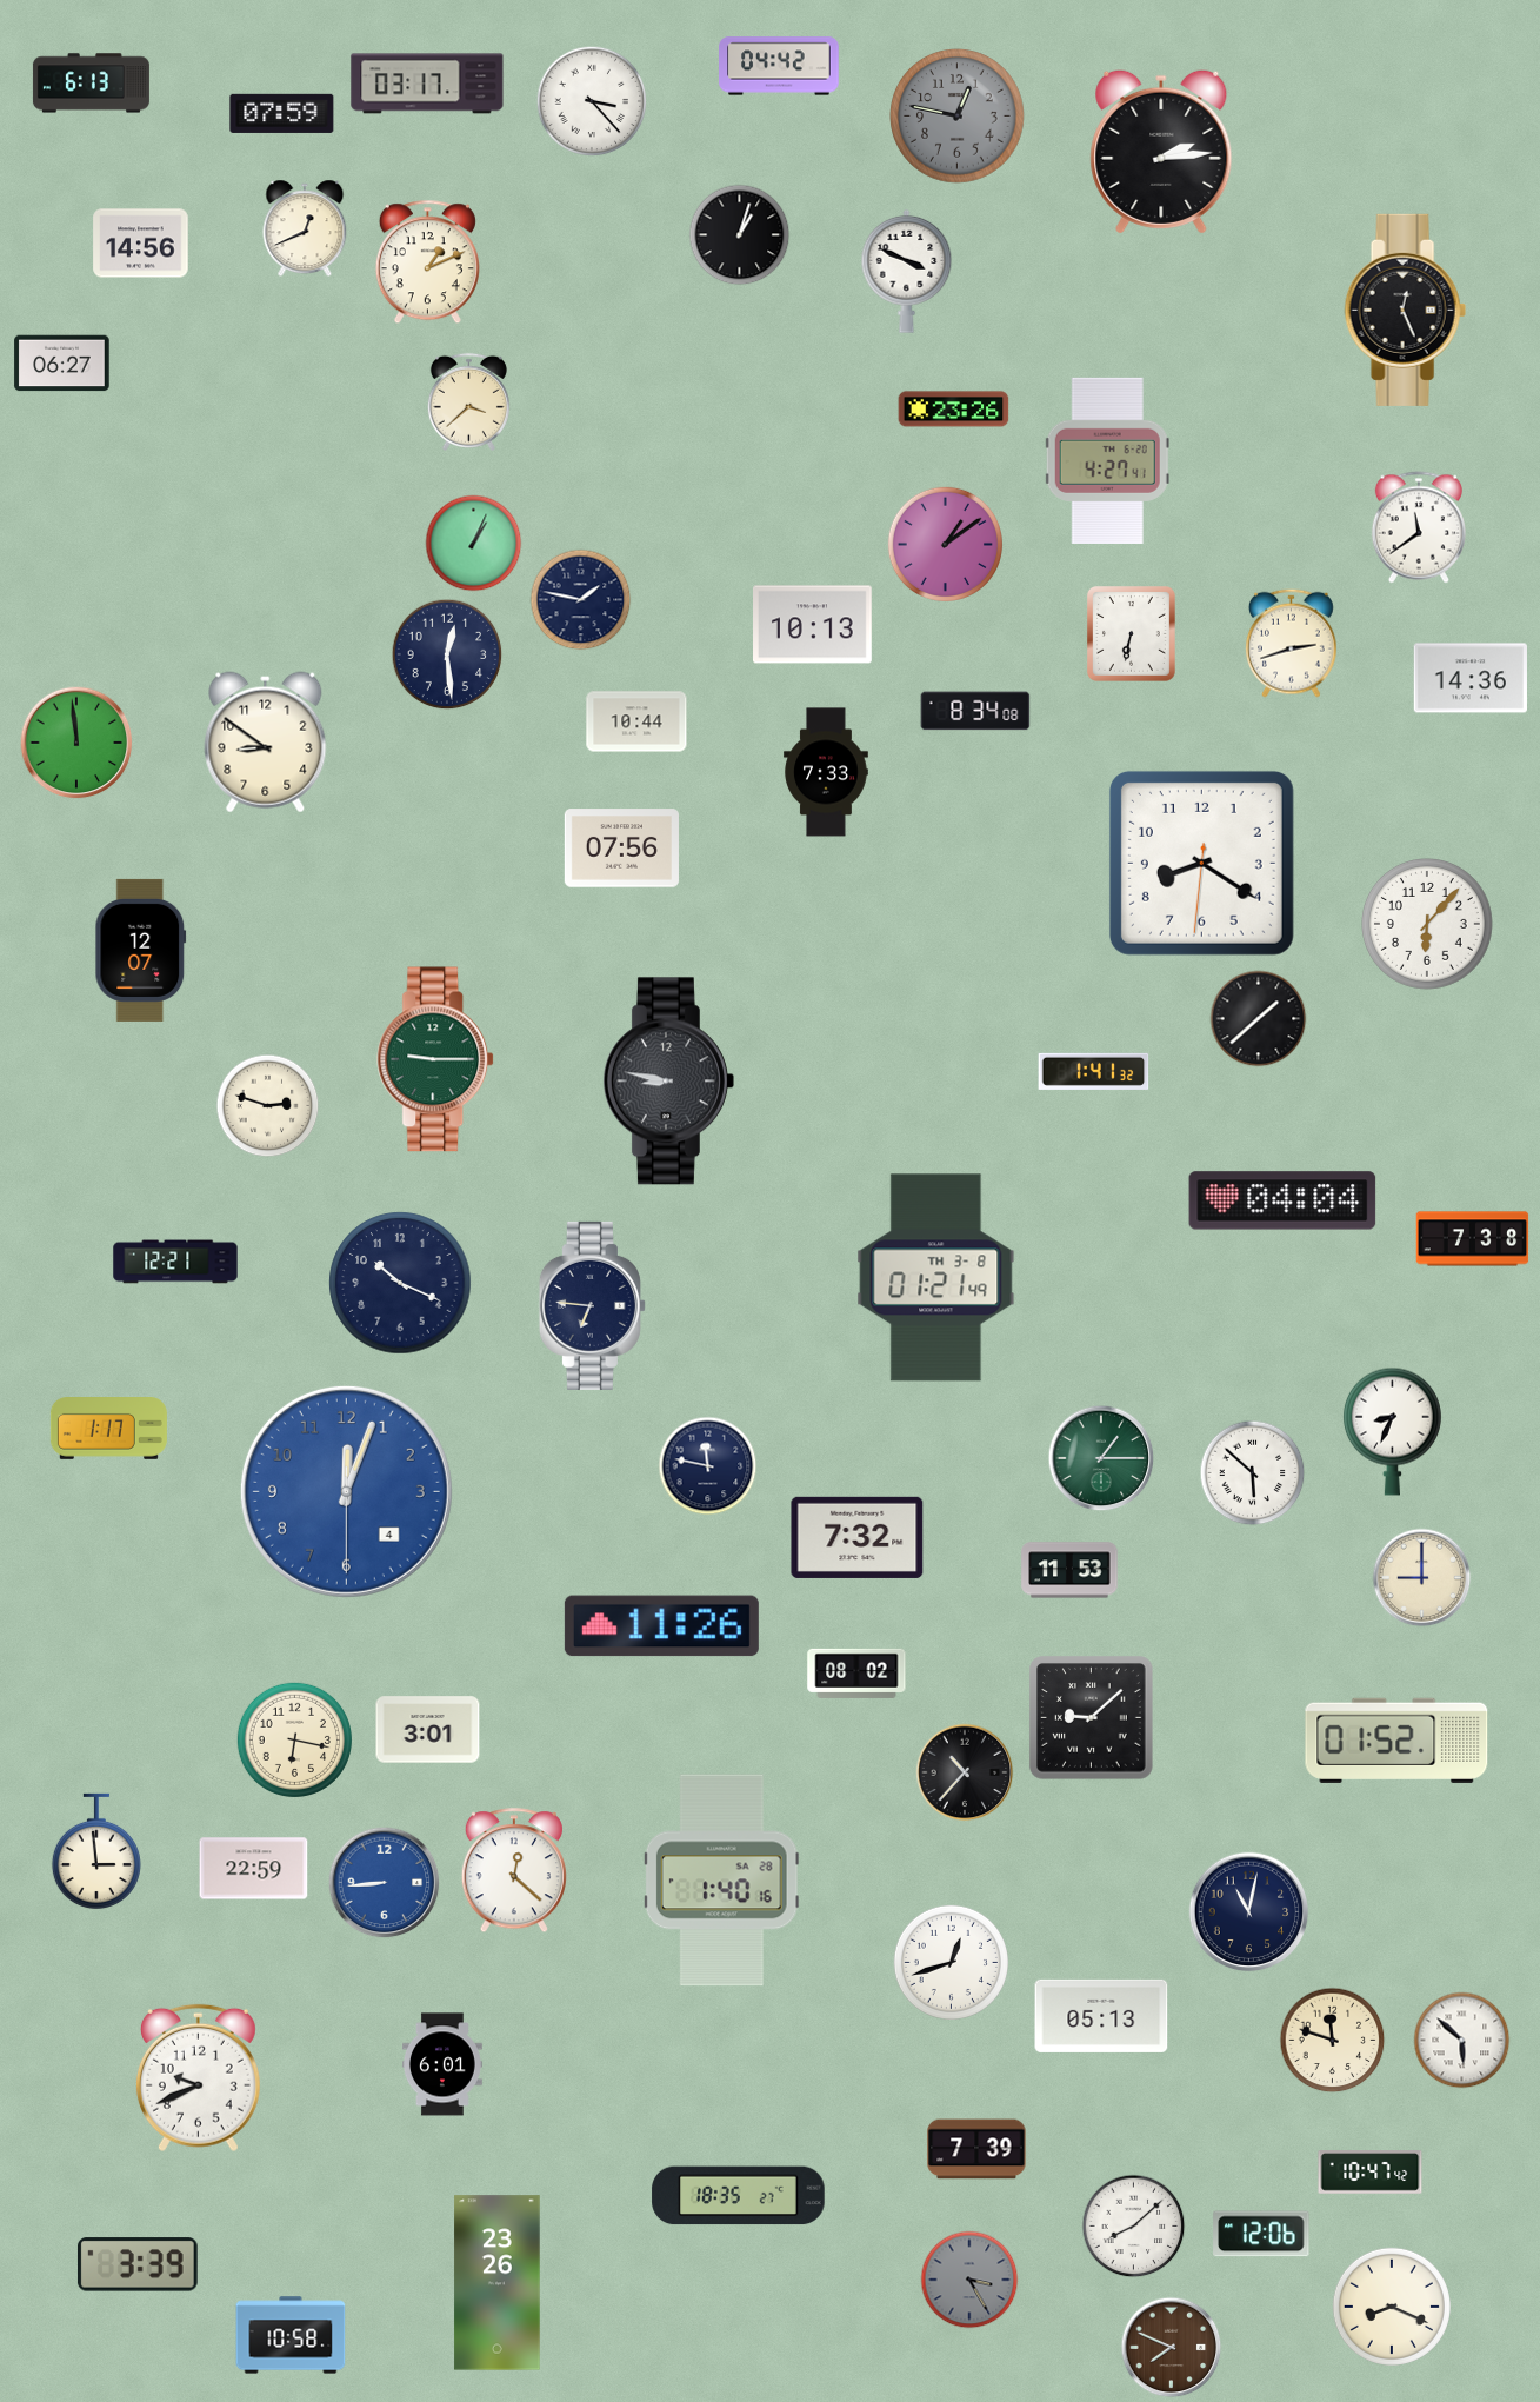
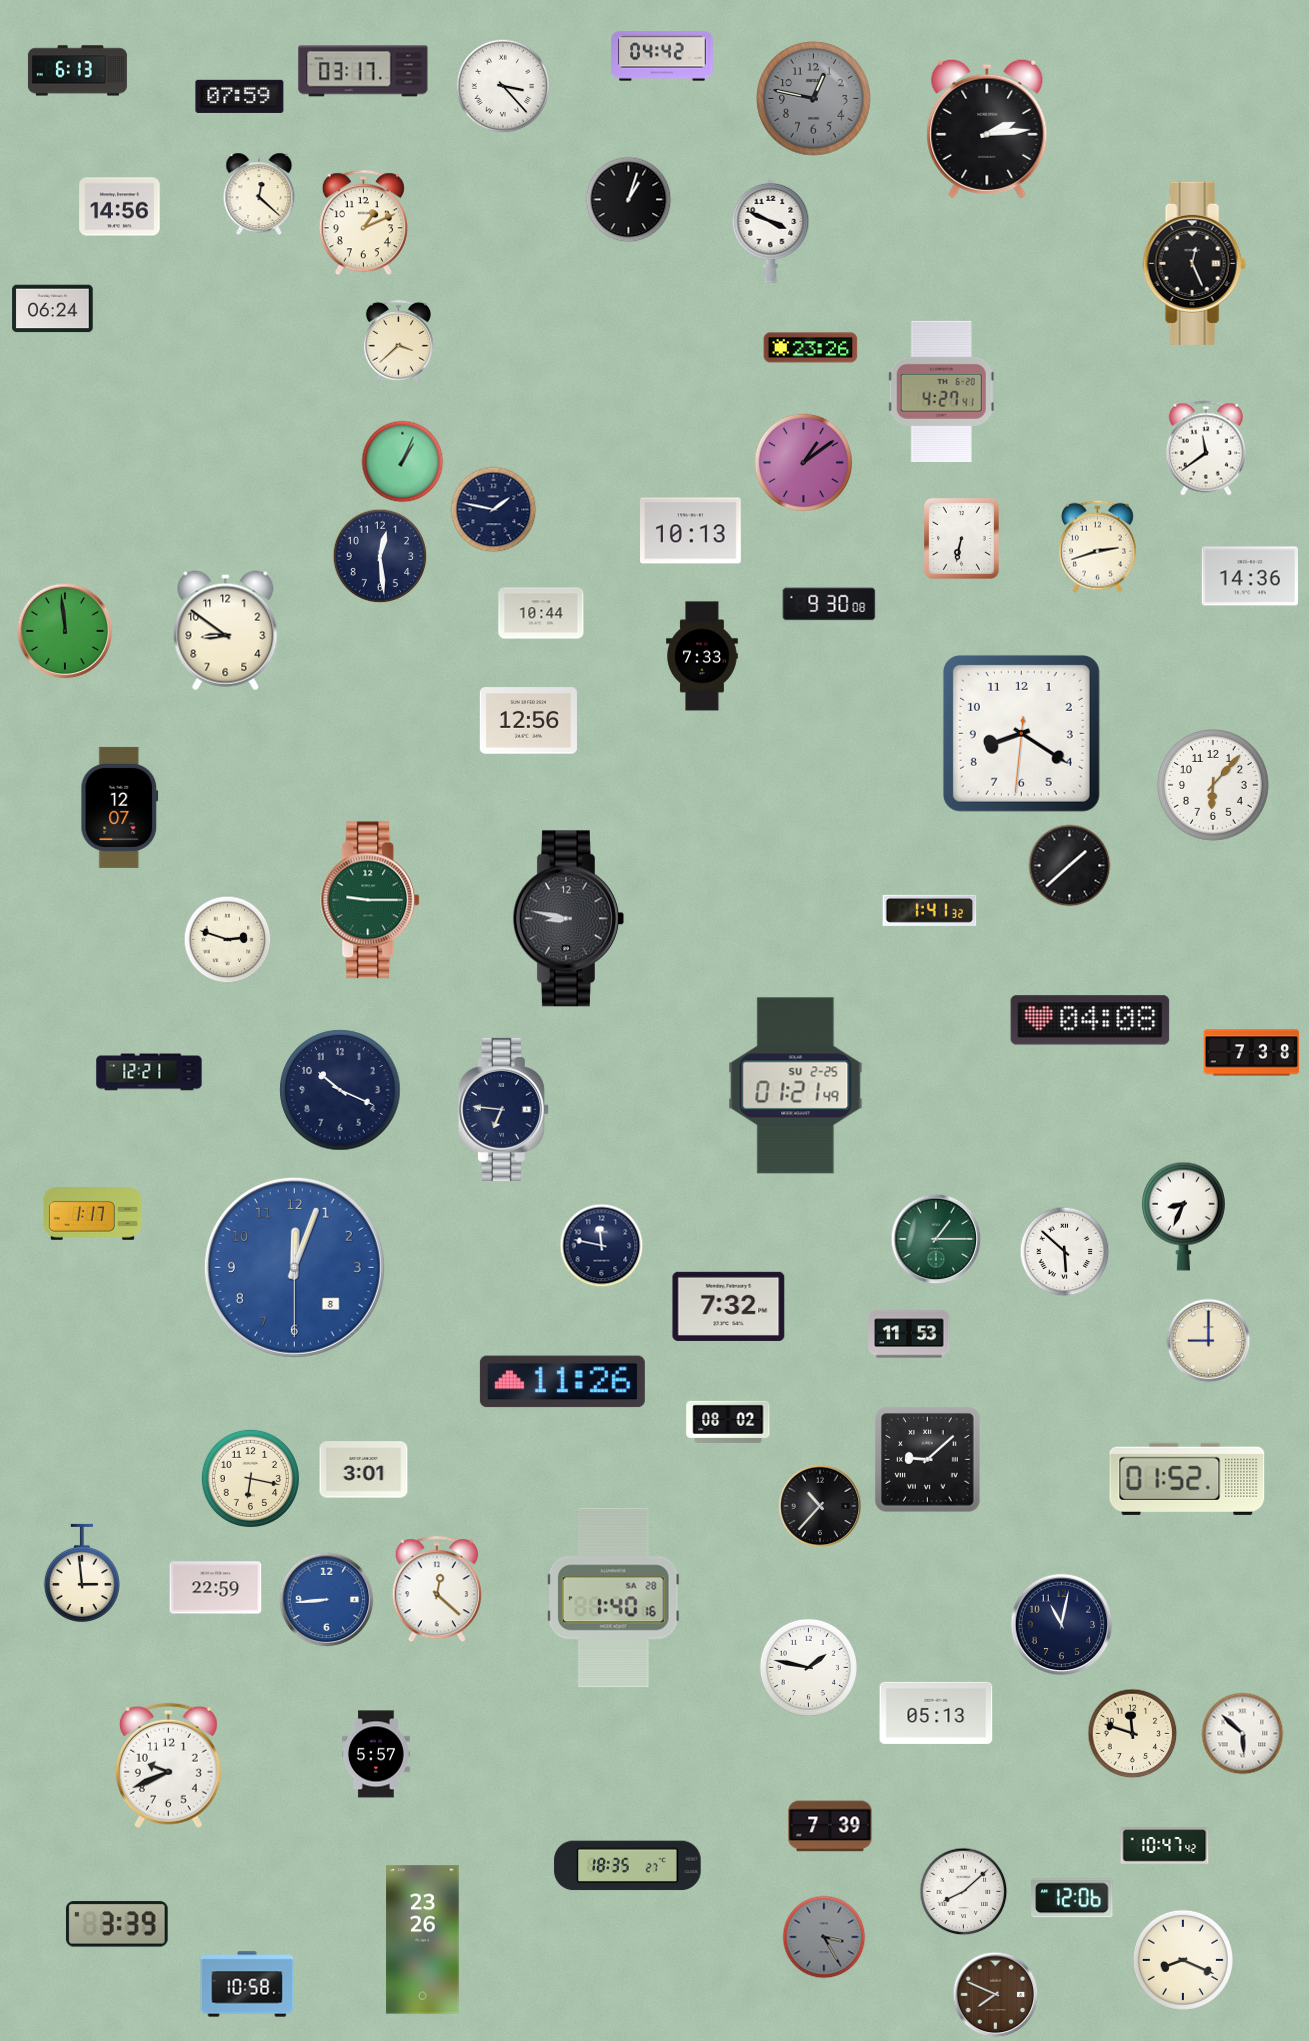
clock at (305, 228): 12:41 -> 12:22
clock at (62, 364): 06:27 -> 06:24
clock at (975, 711): 8:34 -> 9:30
clock at (621, 849): 07:56 -> 12:56
clock at (1282, 1200): 04:04 -> 04:08
clock at (936, 1278) date: TH 3-8 -> SU 2-25
clock at (346, 1491) date: 4 -> 8
clock at (951, 1962): 12:42 -> 1:47
clock at (444, 2064): 6:01 -> 5:57
